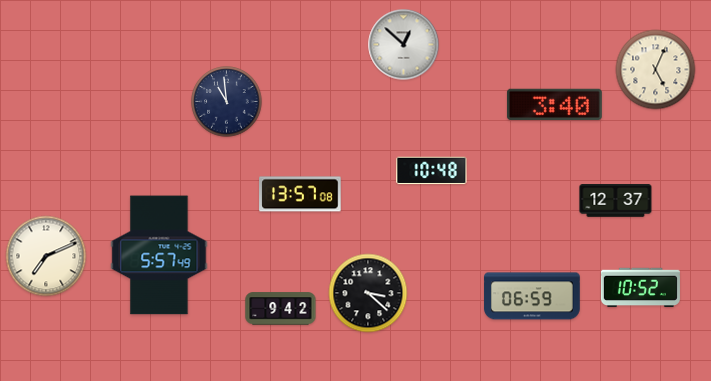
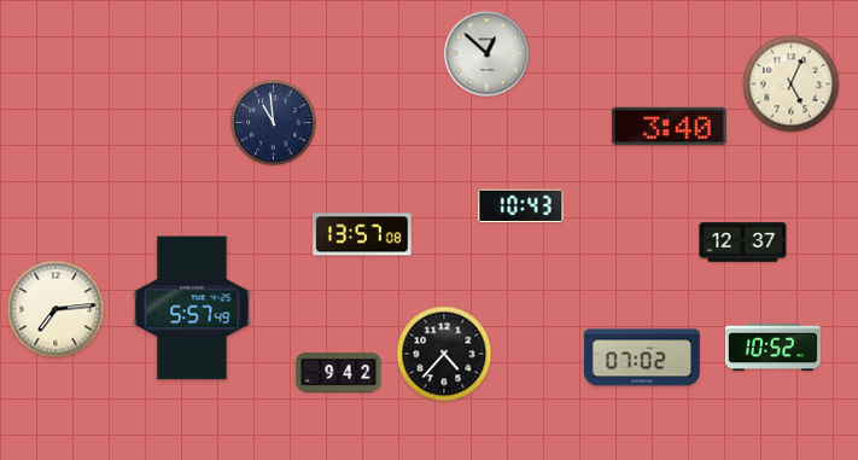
clock at (432, 171): 10:48 -> 10:43
clock at (46, 256): 7:11 -> 7:14
clock at (368, 293): 3:22 -> 4:37
clock at (532, 296): 06:59 -> 07:02
